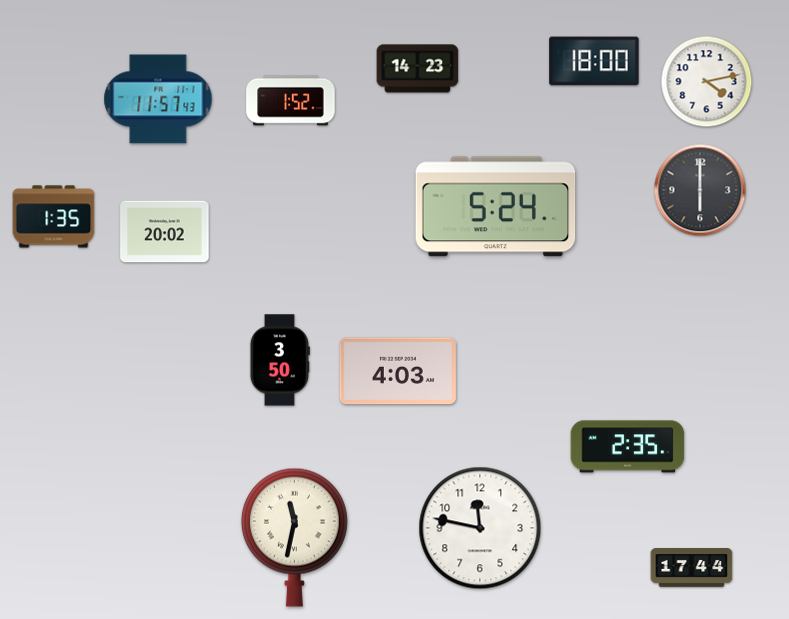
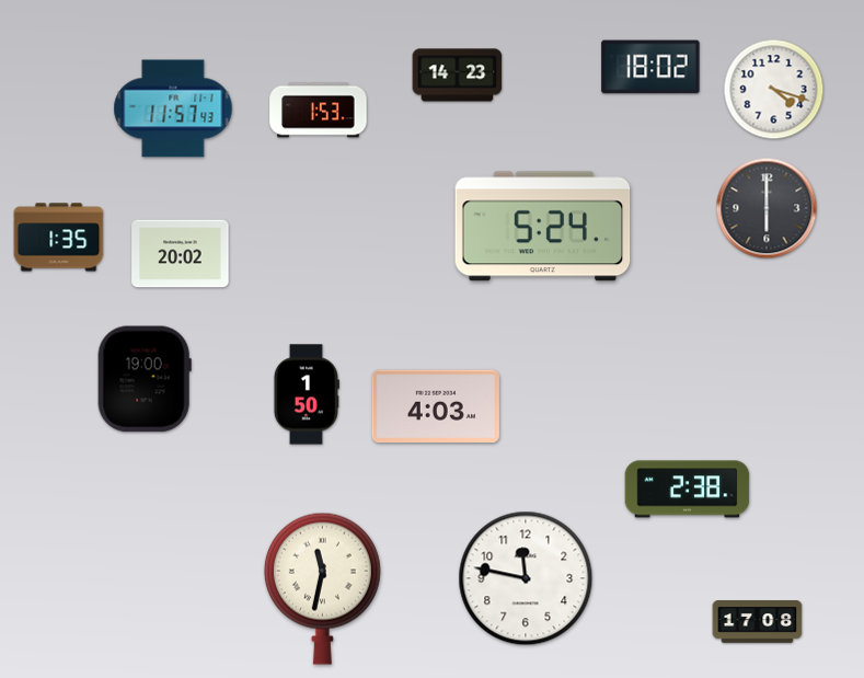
clock at (594, 61): 18:00 -> 18:02
clock at (707, 82): 4:13 -> 4:18
clock at (291, 101): 1:52 -> 1:53
clock at (145, 379): none -> 19:00
clock at (280, 360): 3:50 -> 1:50
clock at (628, 447): 2:35 -> 2:38
clock at (692, 568): 17:44 -> 17:08
